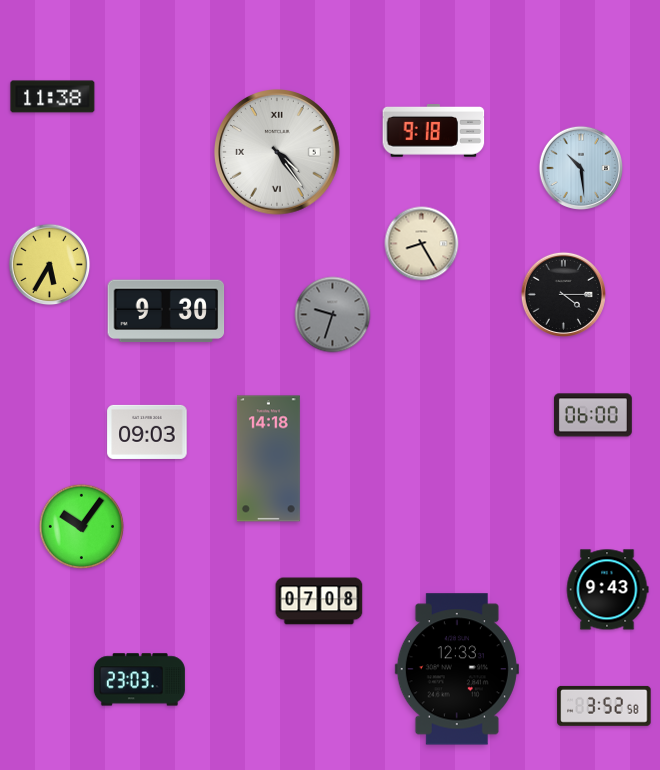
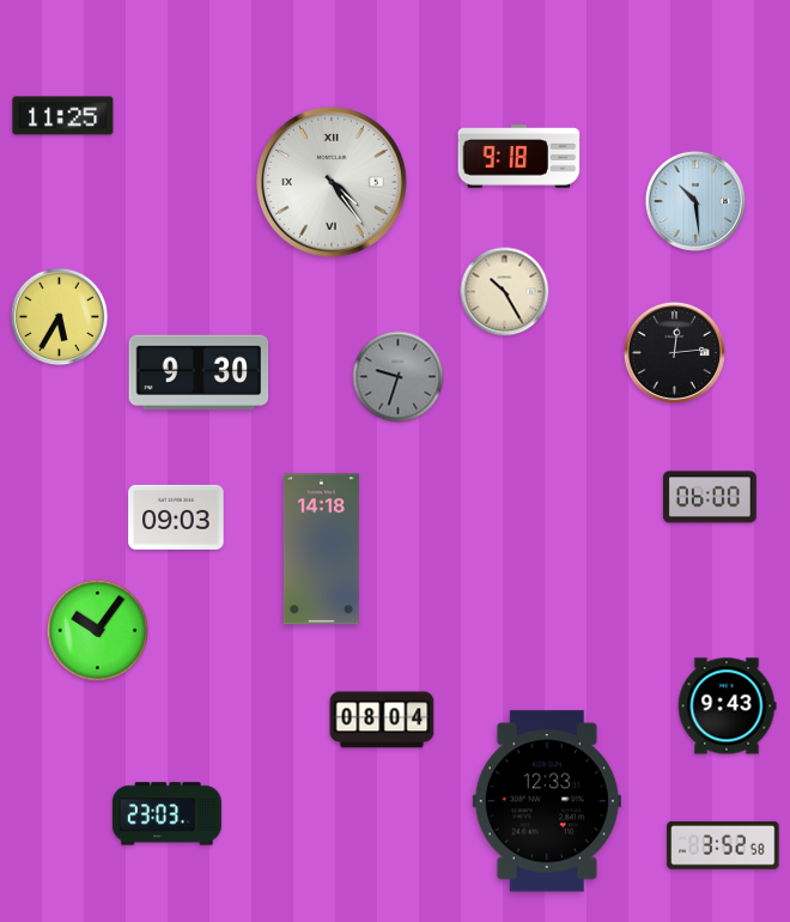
clock at (53, 97): 11:38 -> 11:25
clock at (422, 244): 8:25 -> 10:25
clock at (563, 294): 4:15 -> 12:14
clock at (319, 601): 07:08 -> 08:04
